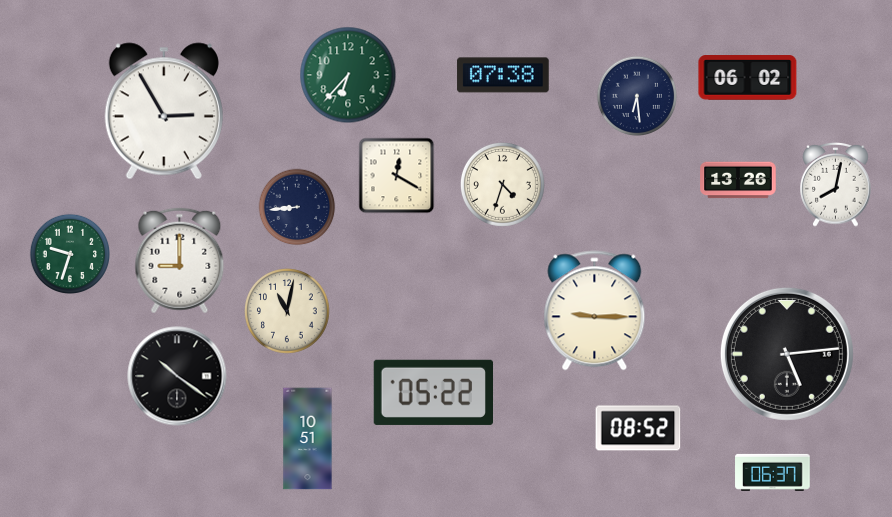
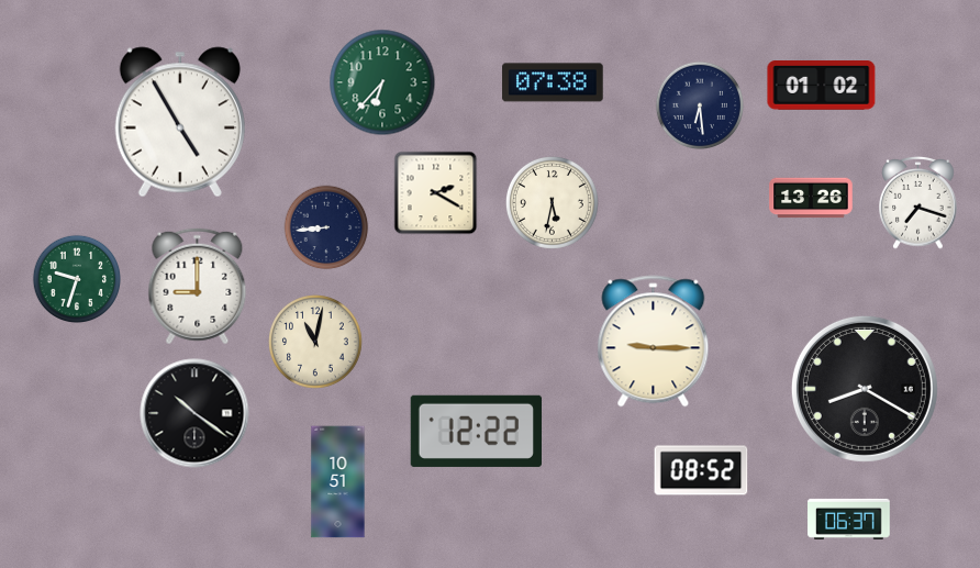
clock at (748, 78): 06:02 -> 01:02
clock at (164, 111): 2:55 -> 4:55
clock at (397, 176): 12:20 -> 2:20
clock at (502, 184): 4:33 -> 5:32
clock at (836, 184): 8:02 -> 7:18
clock at (787, 354): 5:14 -> 8:20
clock at (433, 392): 05:22 -> 12:22
